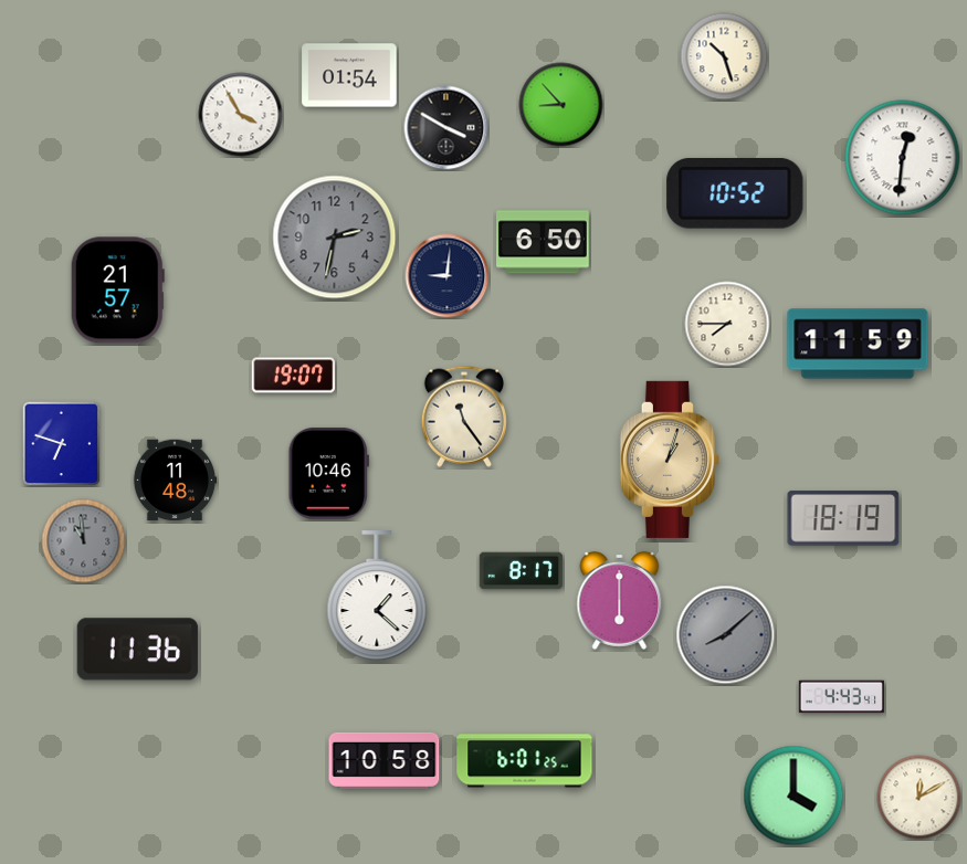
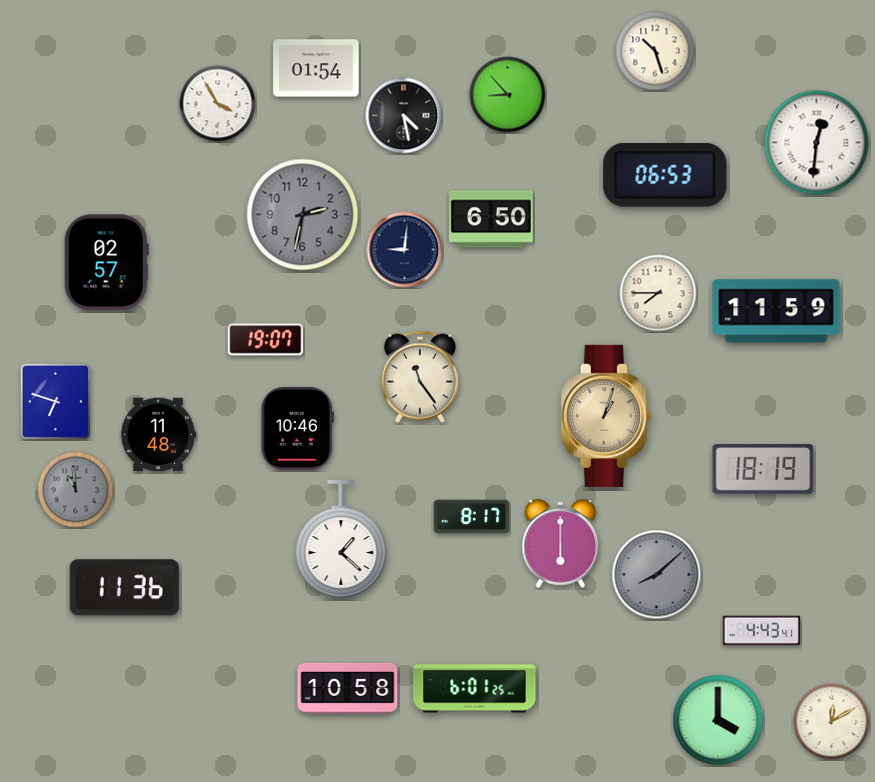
clock at (446, 128): 3:50 -> 4:28
clock at (735, 193): 10:52 -> 06:53
clock at (117, 291): 21:57 -> 02:57
